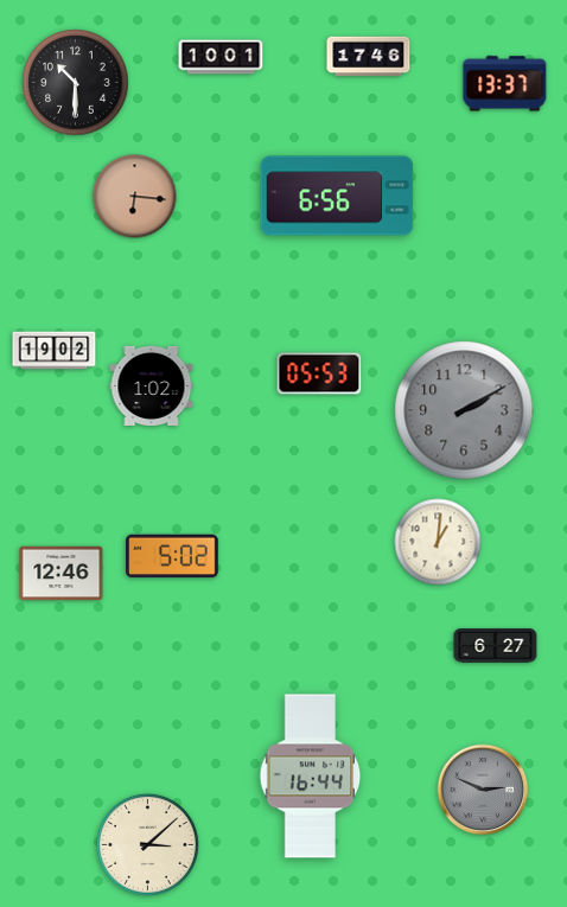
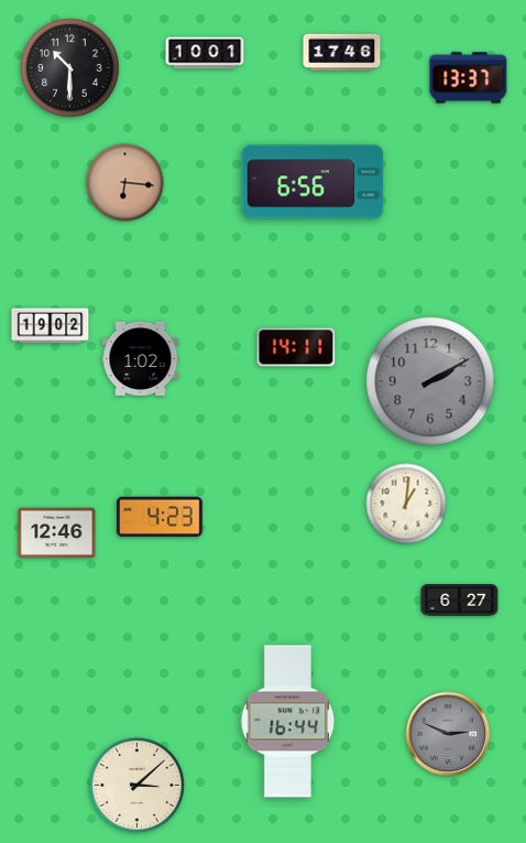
clock at (76, 83) position: (76, 83) -> (70, 68)
clock at (319, 373): 05:53 -> 14:11
clock at (172, 556): 5:02 -> 4:23
